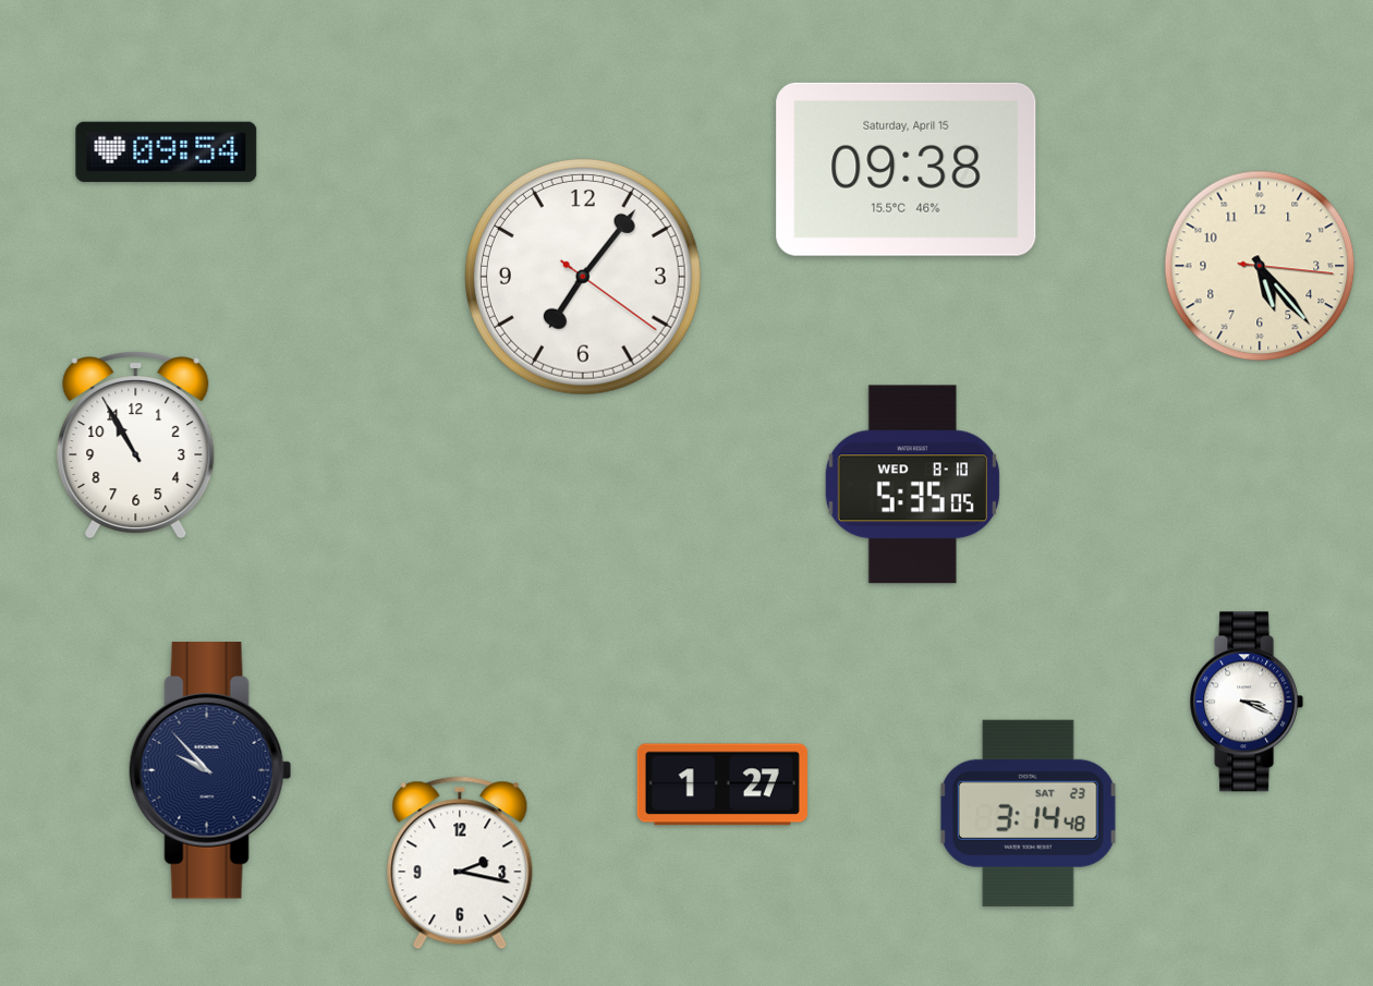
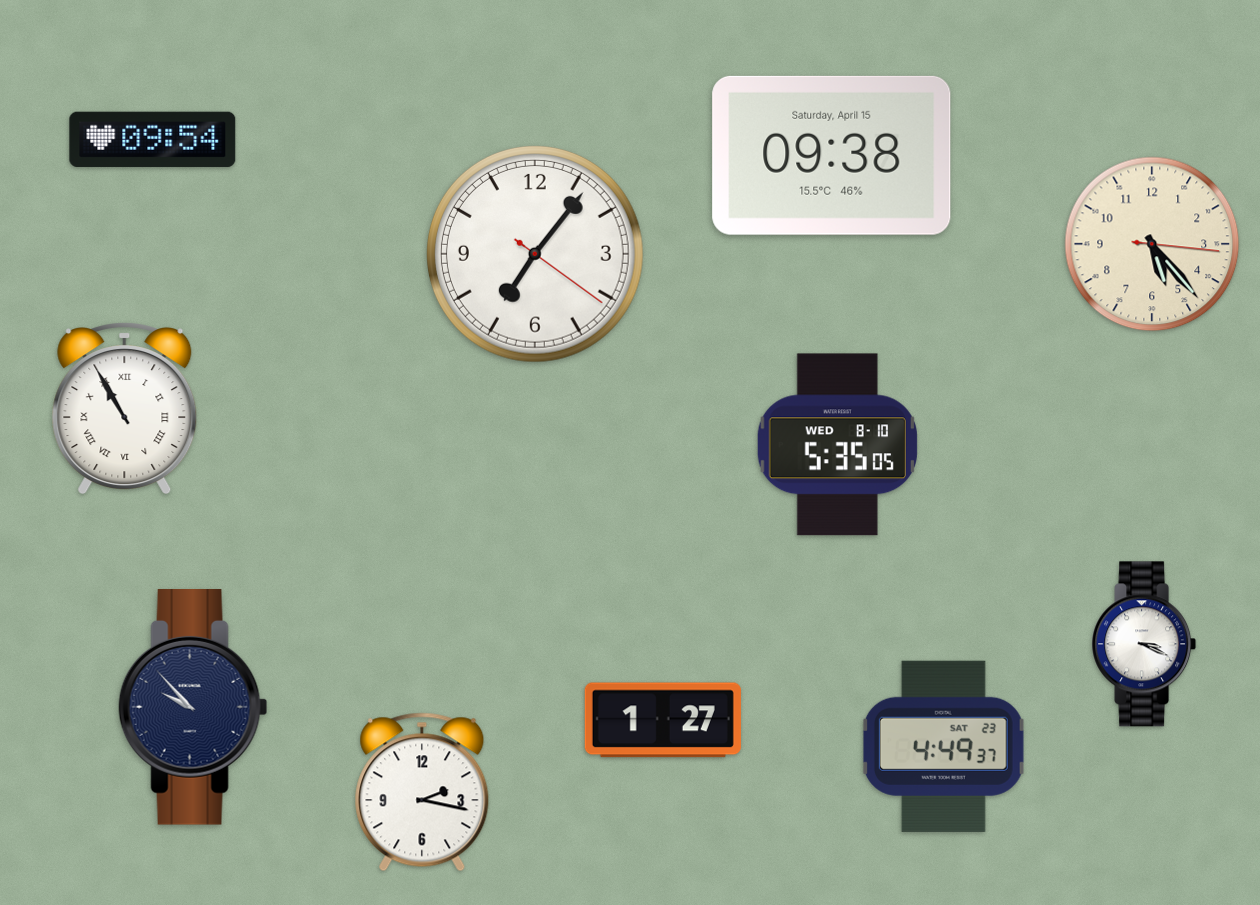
clock at (1260, 266) position: (1260, 266) -> (1152, 244)
clock at (136, 446) numerals: Arabic -> Roman
clock at (1028, 813): 3:14 -> 4:49
